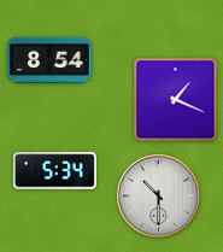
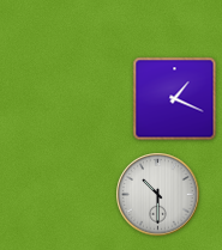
clock at (49, 59): 8:54 -> none
clock at (54, 171): 5:34 -> none
